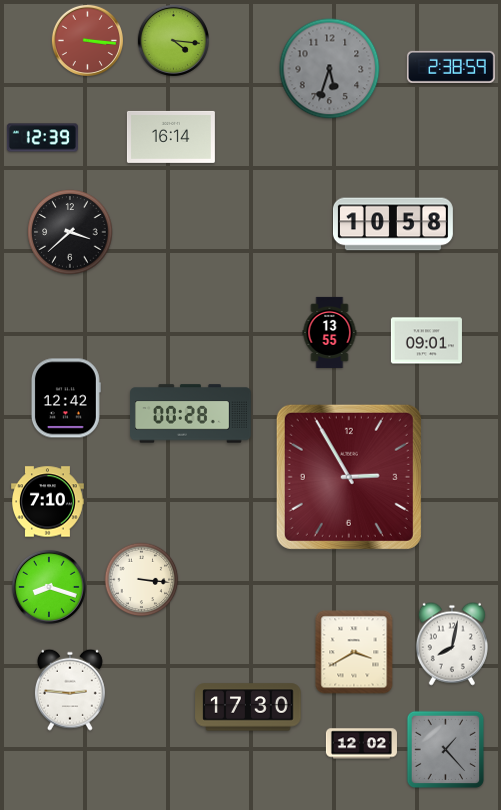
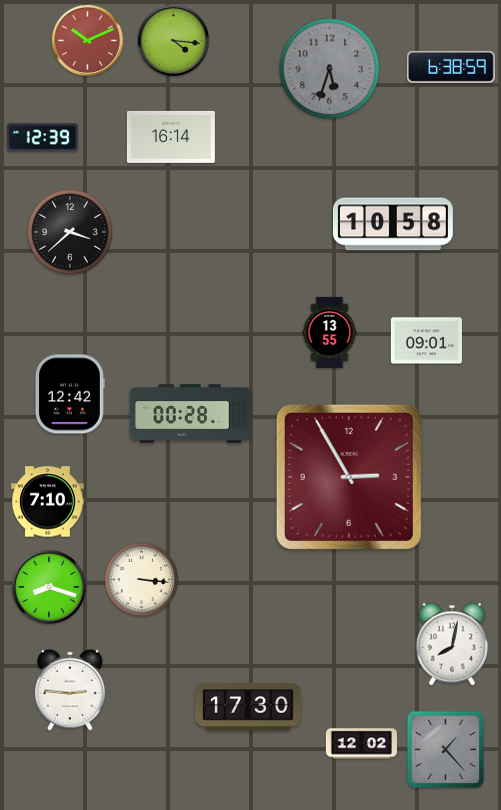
clock at (87, 40): 3:16 -> 10:11
clock at (451, 67): 2:38 -> 6:38
clock at (65, 398) position: (65, 398) -> (69, 394)
clock at (354, 652): 3:40 -> none
